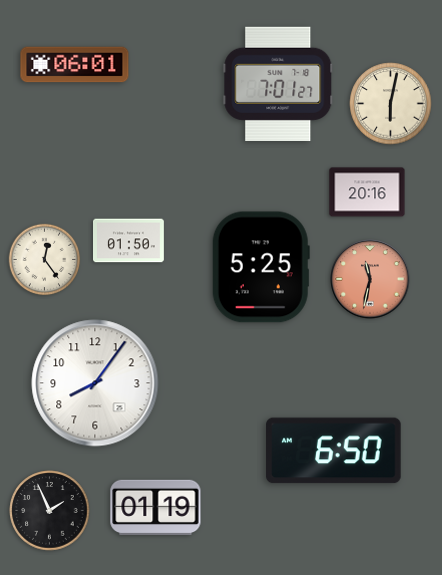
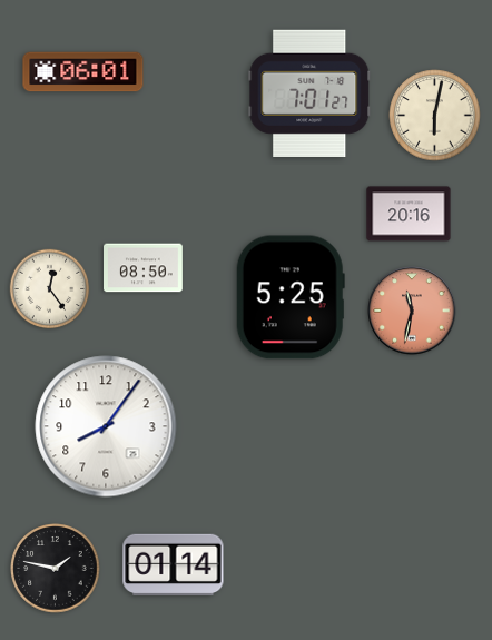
clock at (129, 241): 01:50 -> 08:50
clock at (334, 451): 6:50 -> none
clock at (156, 507): 01:19 -> 01:14
clock at (50, 511): 1:56 -> 1:47
